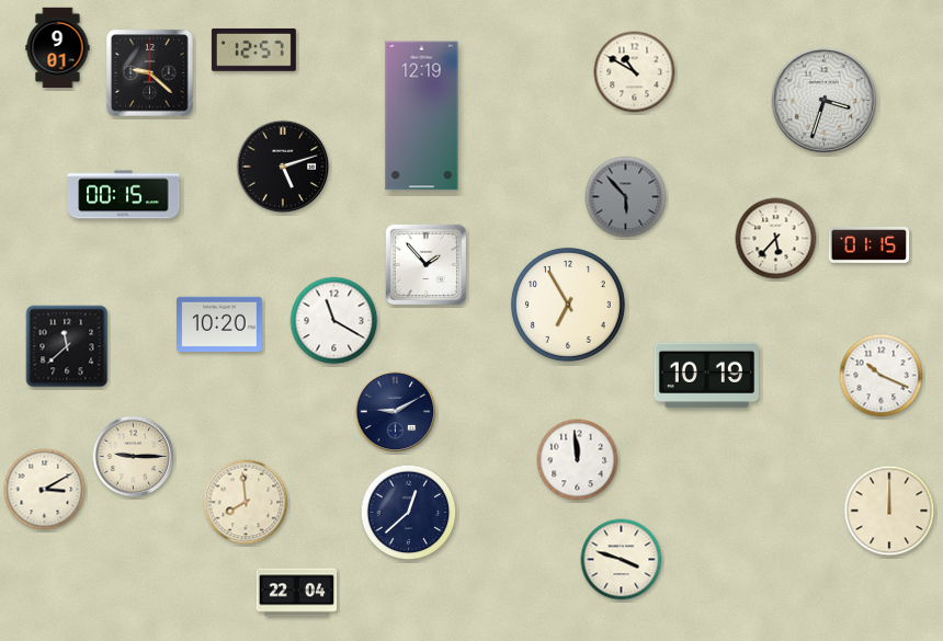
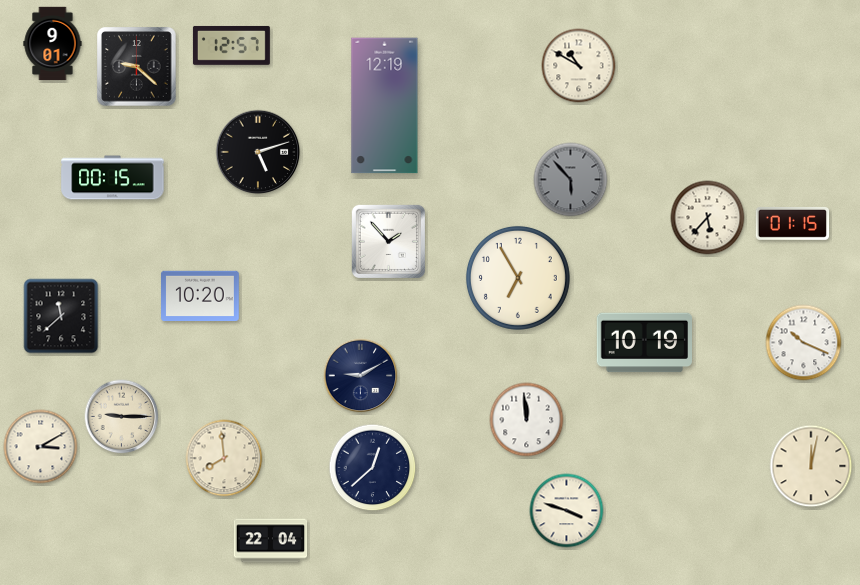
clock at (825, 101): 3:33 -> none
clock at (334, 321): 11:20 -> none
clock at (889, 511): 12:00 -> 12:02
